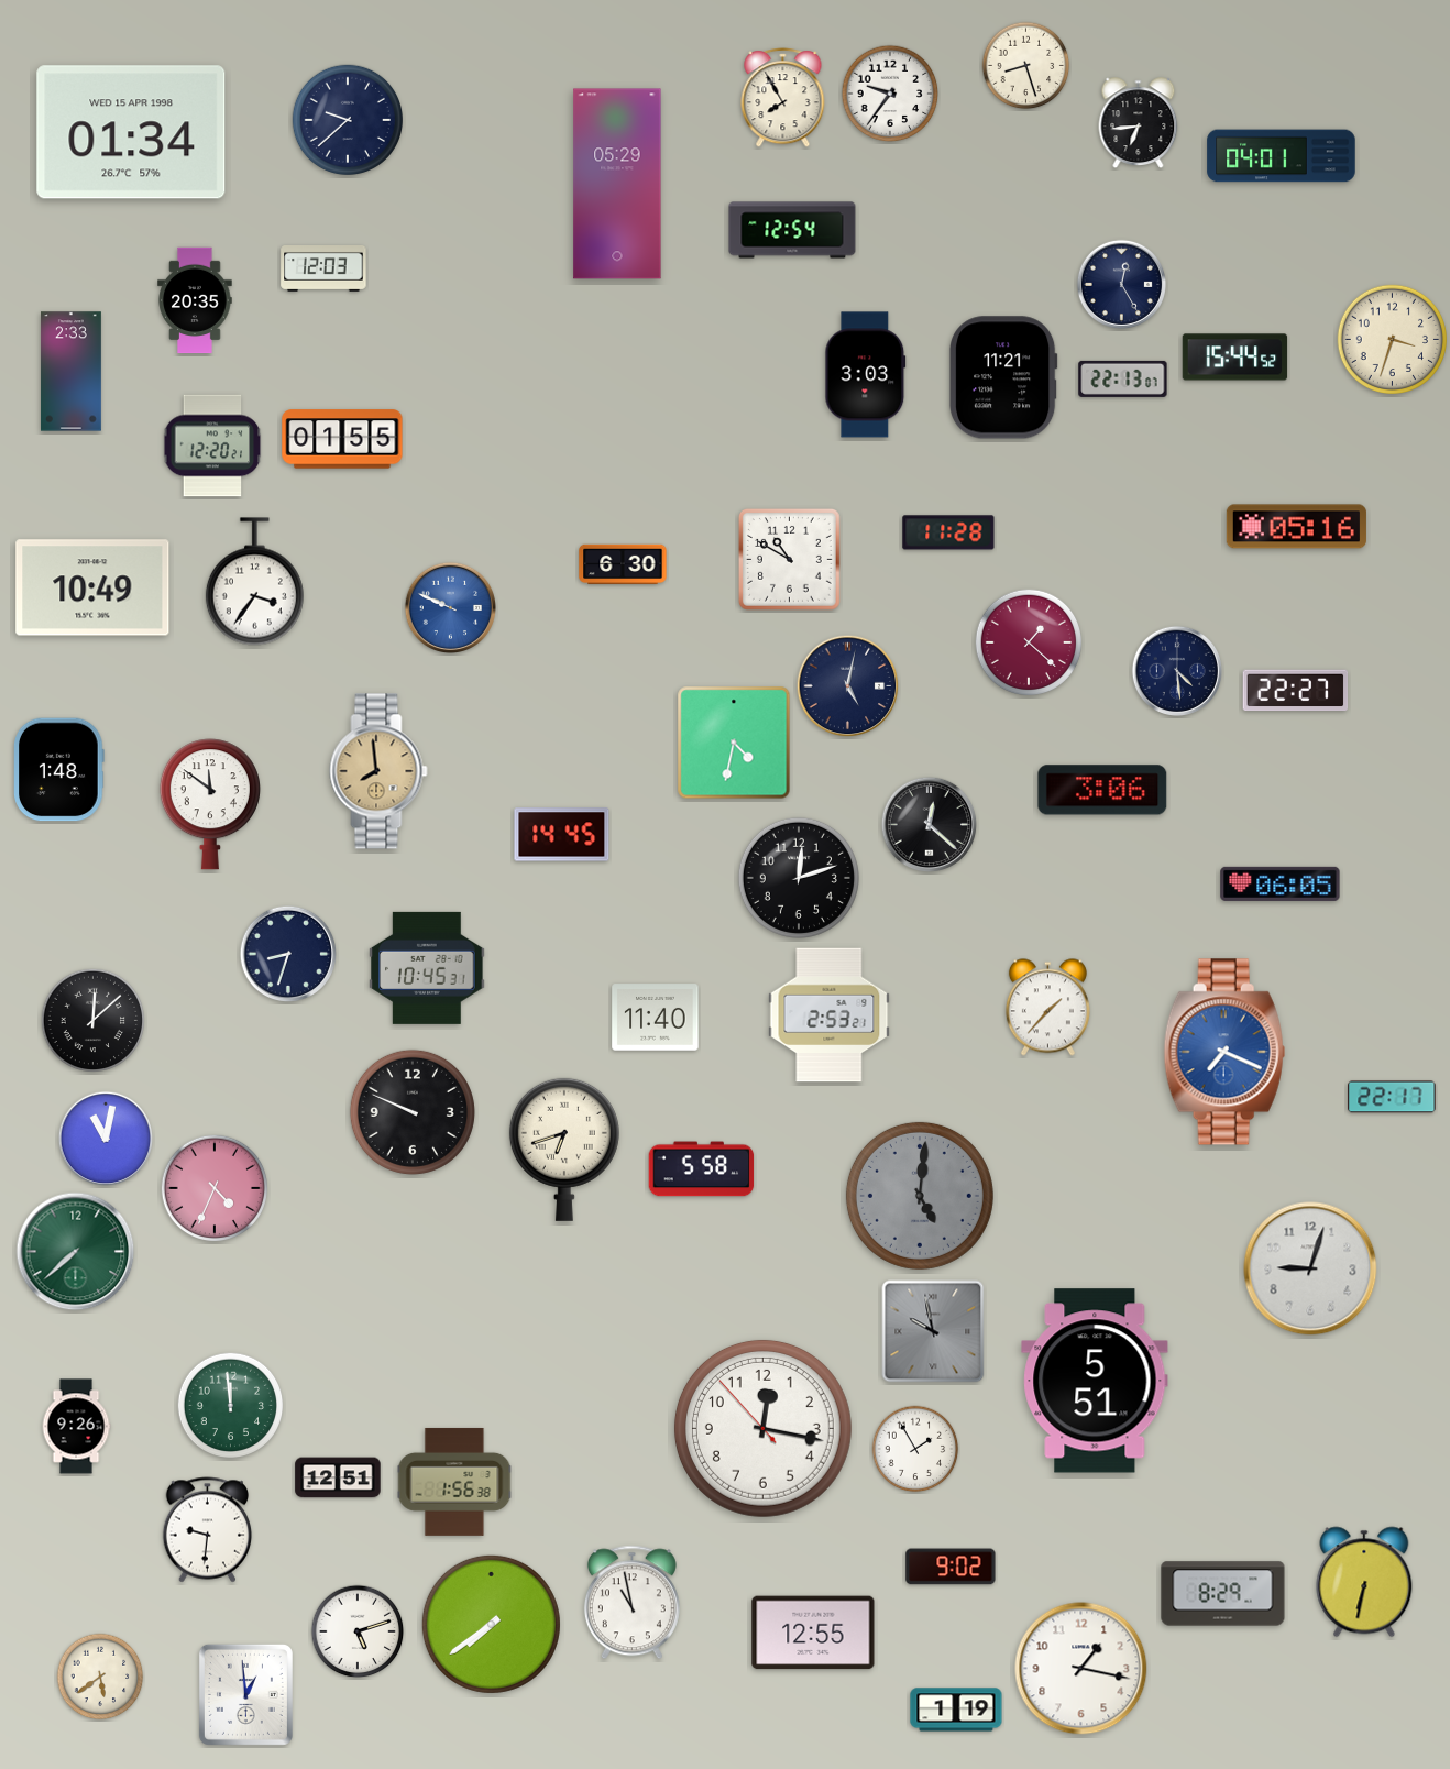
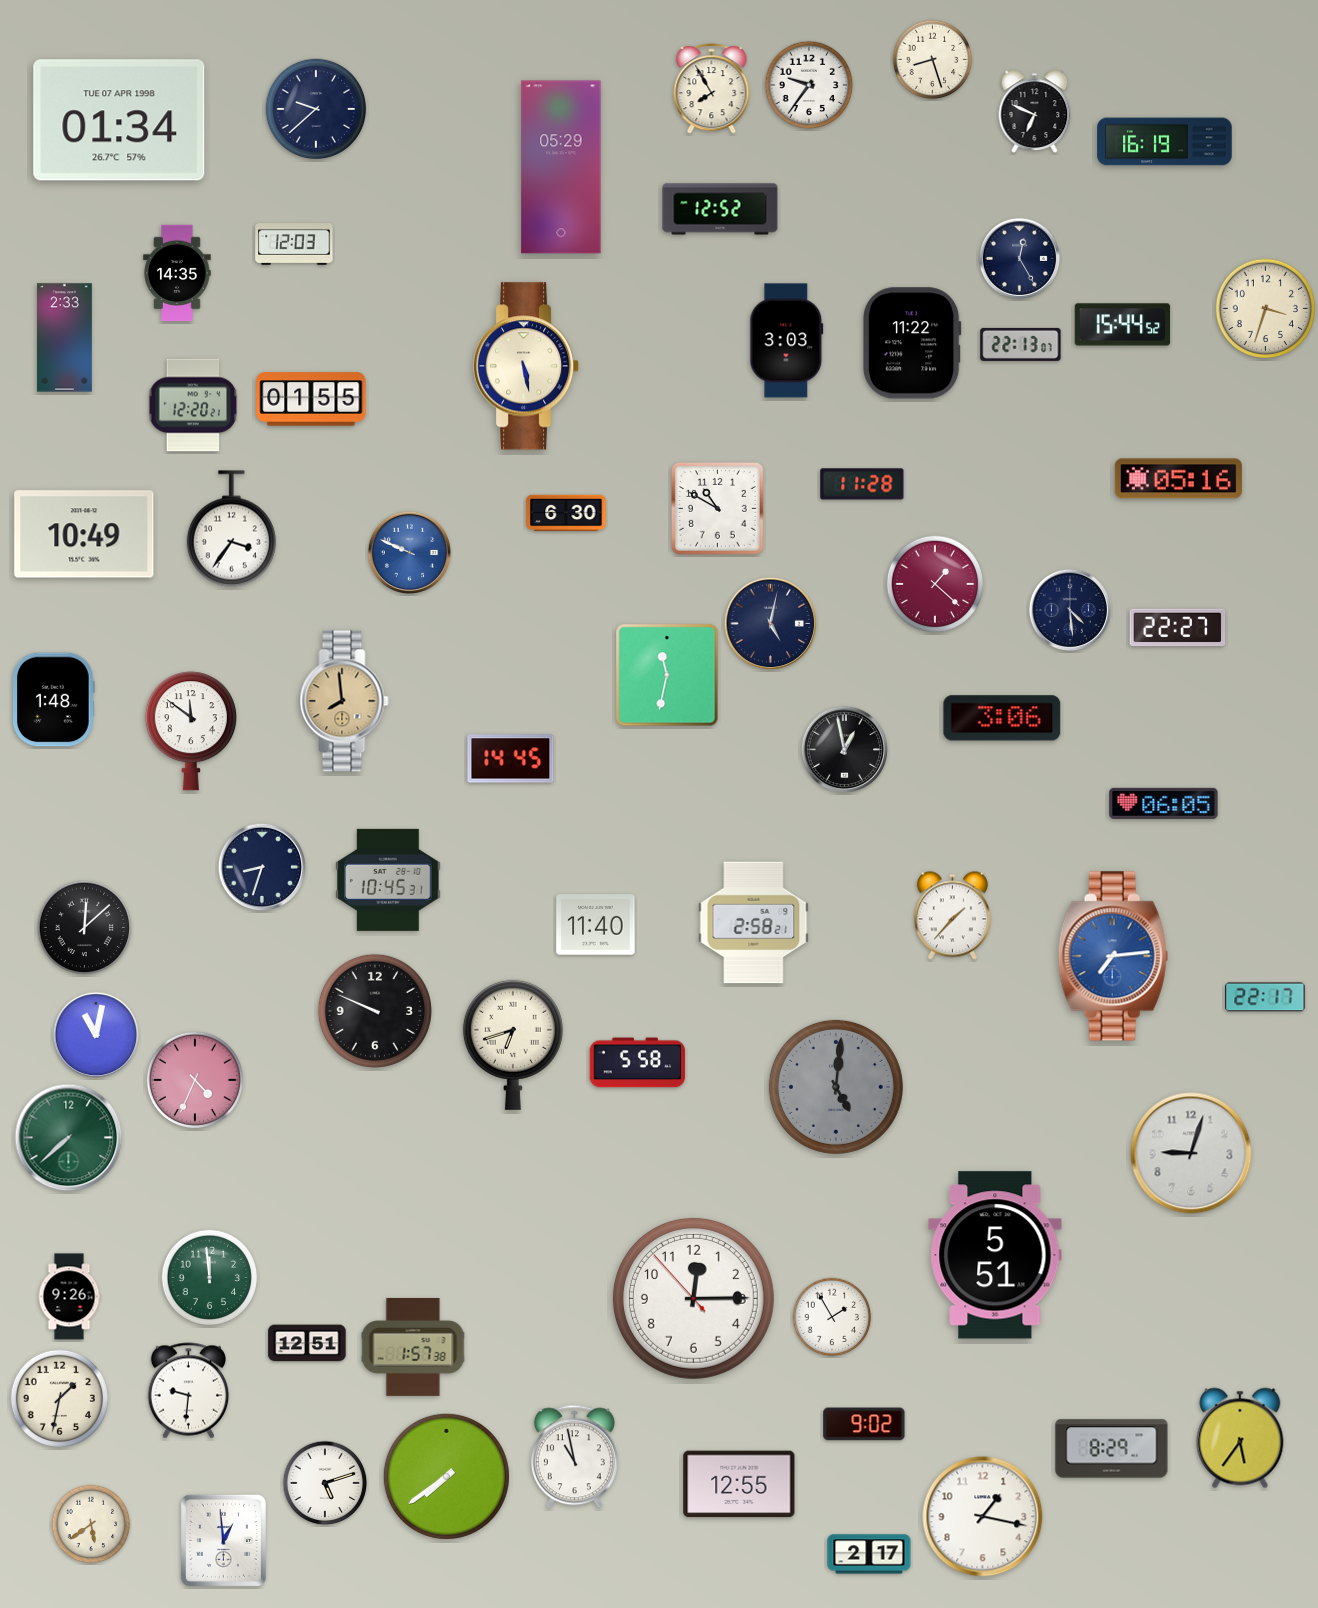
clock at (1139, 122): 6:44 -> 6:49
clock at (131, 132) date: WED 15 APR 1998 -> TUE 07 APR 1998
clock at (1282, 156): 04:01 -> 16:19
clock at (792, 230): 12:54 -> 12:52
clock at (195, 300): 20:35 -> 14:35
clock at (1003, 377): 11:21 -> 11:22
clock at (526, 366): none -> 5:28
clock at (734, 743): 4:32 -> 11:32
clock at (930, 825): 12:22 -> 12:58
clock at (799, 878): 12:12 -> none
clock at (830, 1015): 2:53 -> 2:58
clock at (1224, 1052): 7:19 -> 7:14
clock at (933, 1331): 9:58 -> none
clock at (762, 1428): 12:16 -> 12:14
clock at (454, 1482): 1:56 -> 1:57
clock at (60, 1399): none -> 1:32
clock at (1364, 1582): 6:32 -> 5:36
clock at (956, 1710): 1:19 -> 2:17
